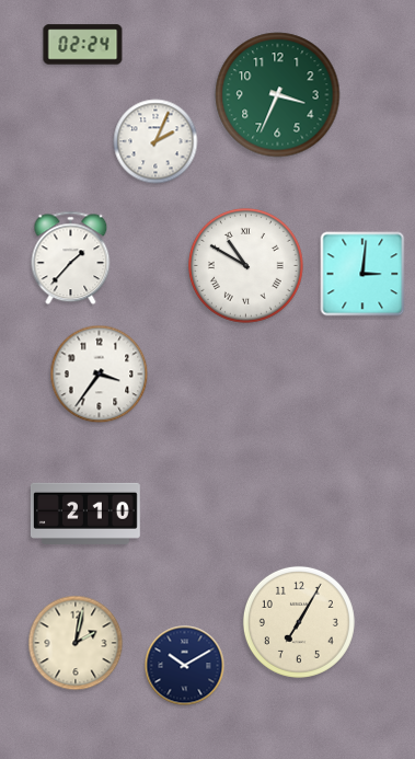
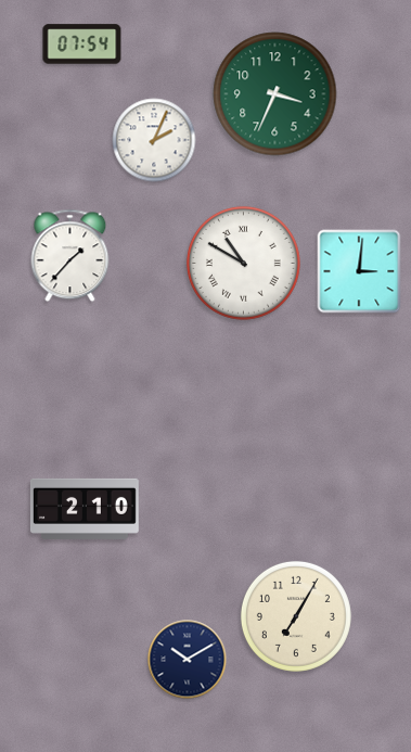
clock at (83, 45): 02:24 -> 07:54
clock at (100, 375): 3:36 -> none
clock at (76, 643): 2:02 -> none
clock at (185, 666) position: (185, 666) -> (188, 660)
